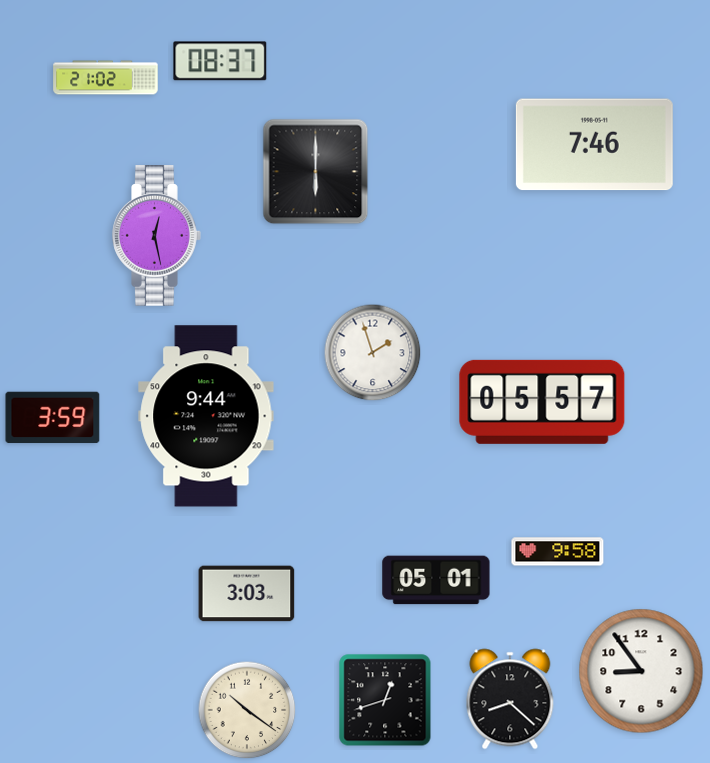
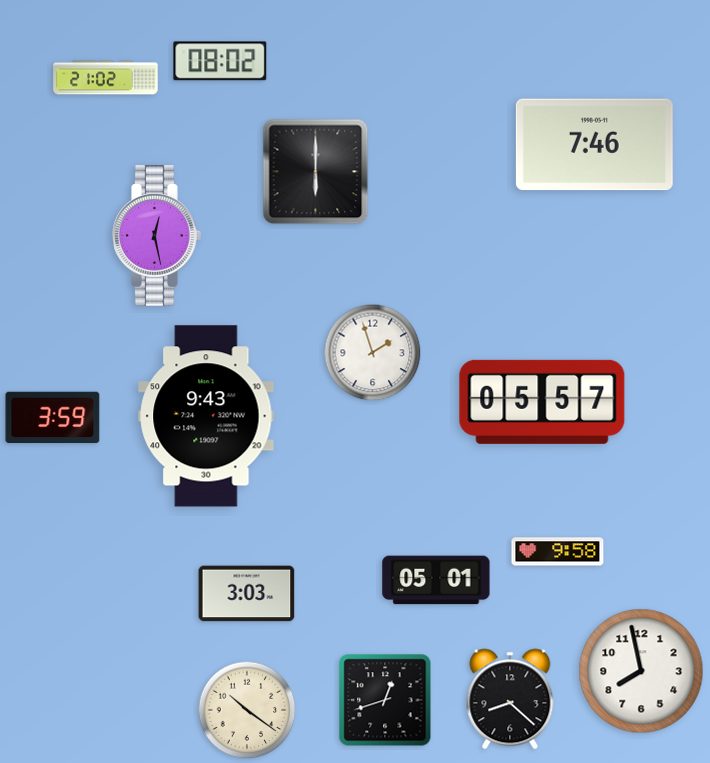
clock at (220, 61): 08:37 -> 08:02
clock at (206, 416): 9:44 -> 9:43
clock at (641, 671): 8:54 -> 7:58
